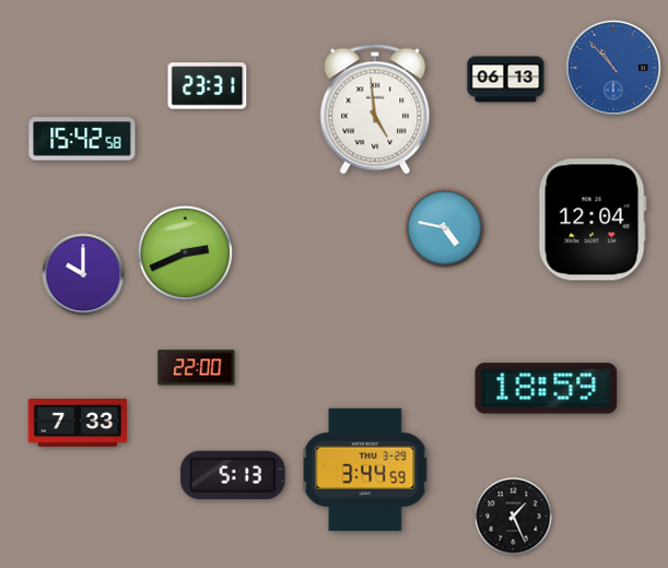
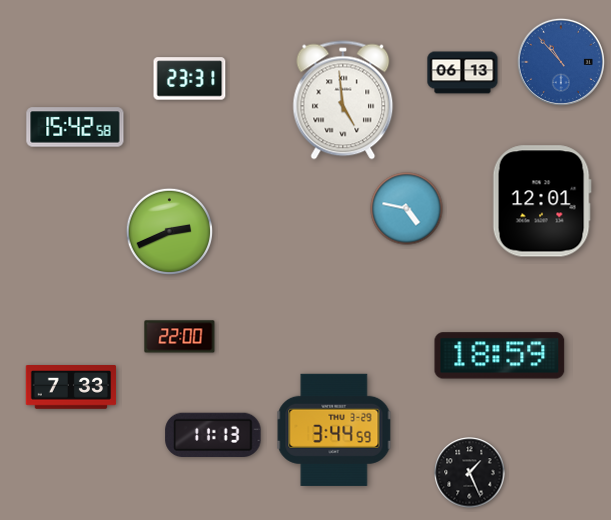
clock at (593, 220): 12:04 -> 12:01
clock at (83, 274): 10:00 -> none
clock at (233, 474): 5:13 -> 11:13
